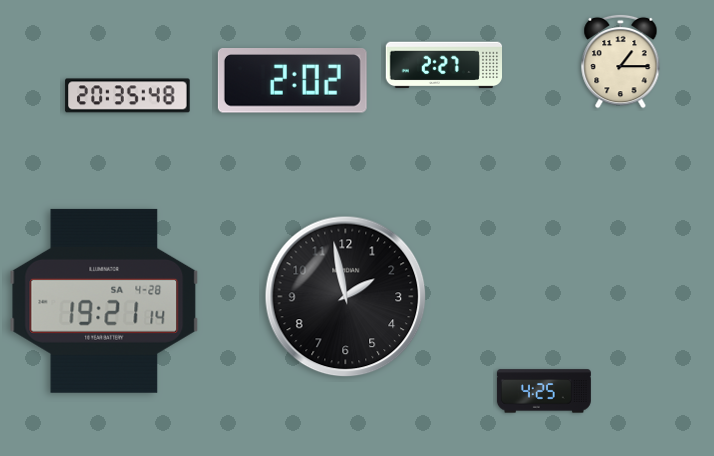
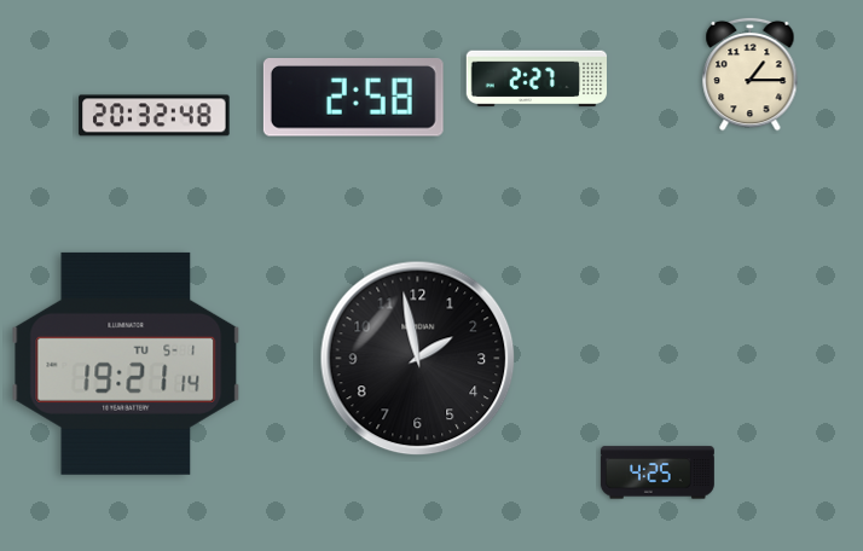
clock at (292, 81): 2:02 -> 2:58
clock at (128, 96): 20:35 -> 20:32
clock at (104, 301) date: SA 4-28 -> TU 5-1
